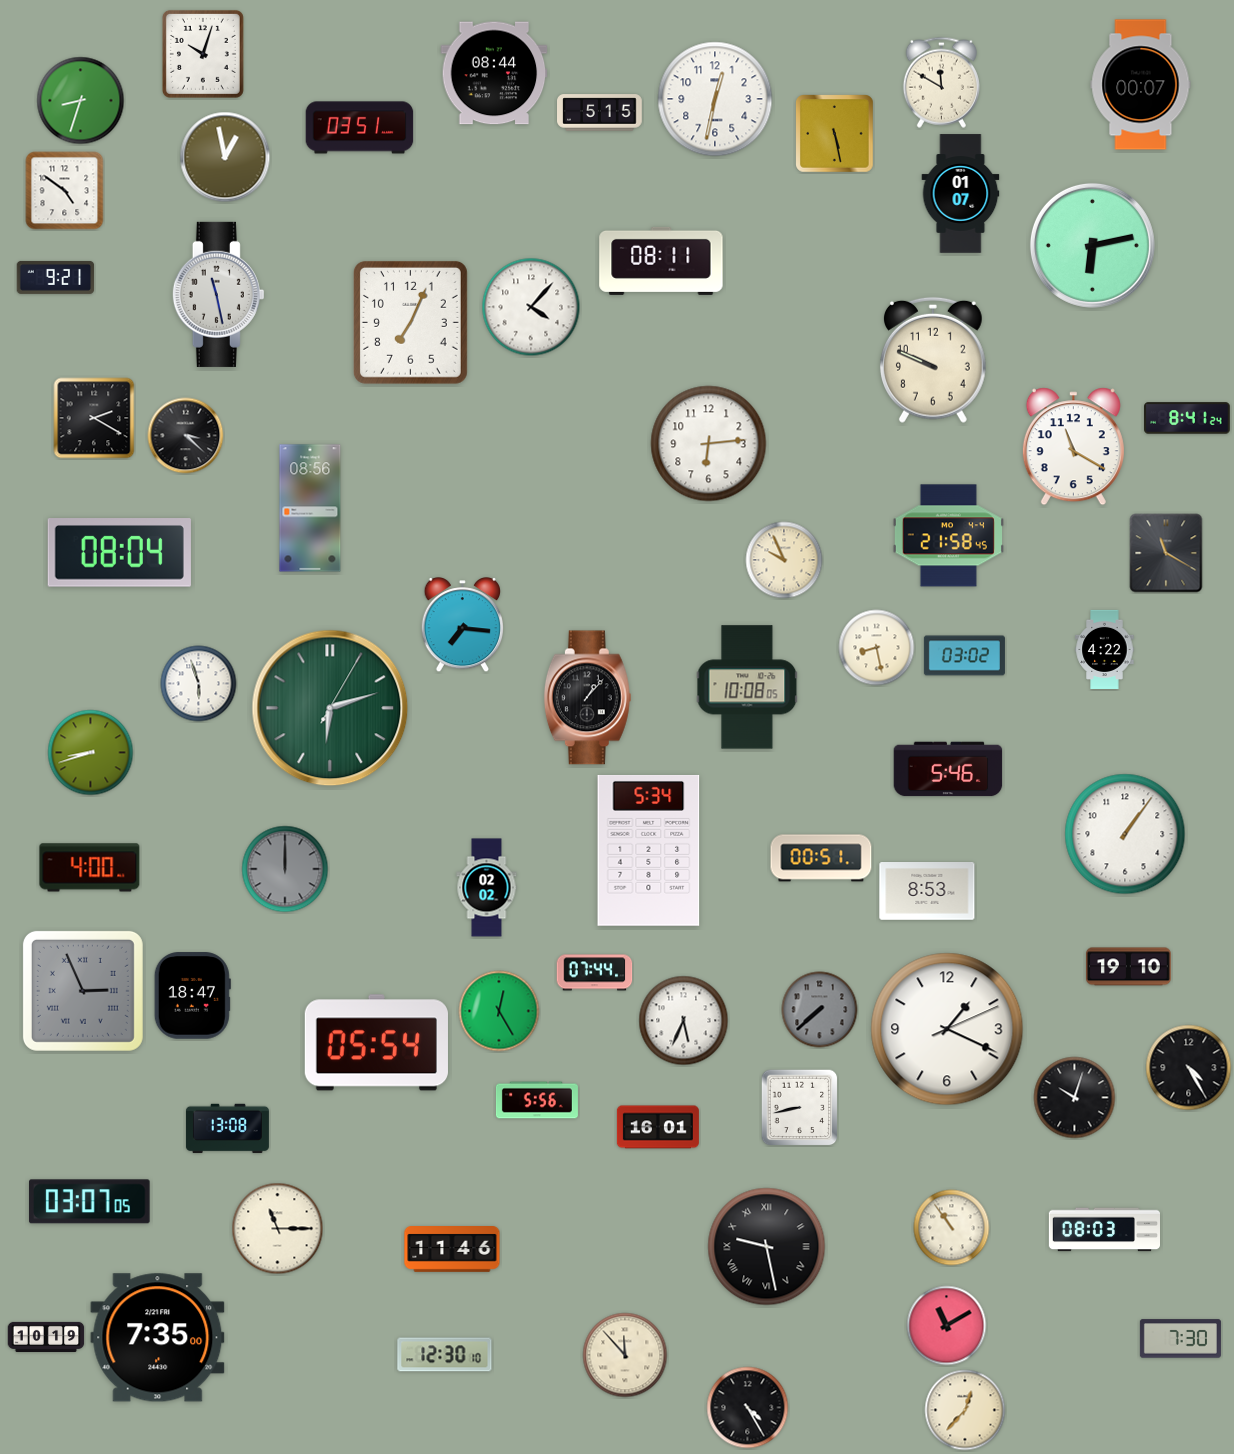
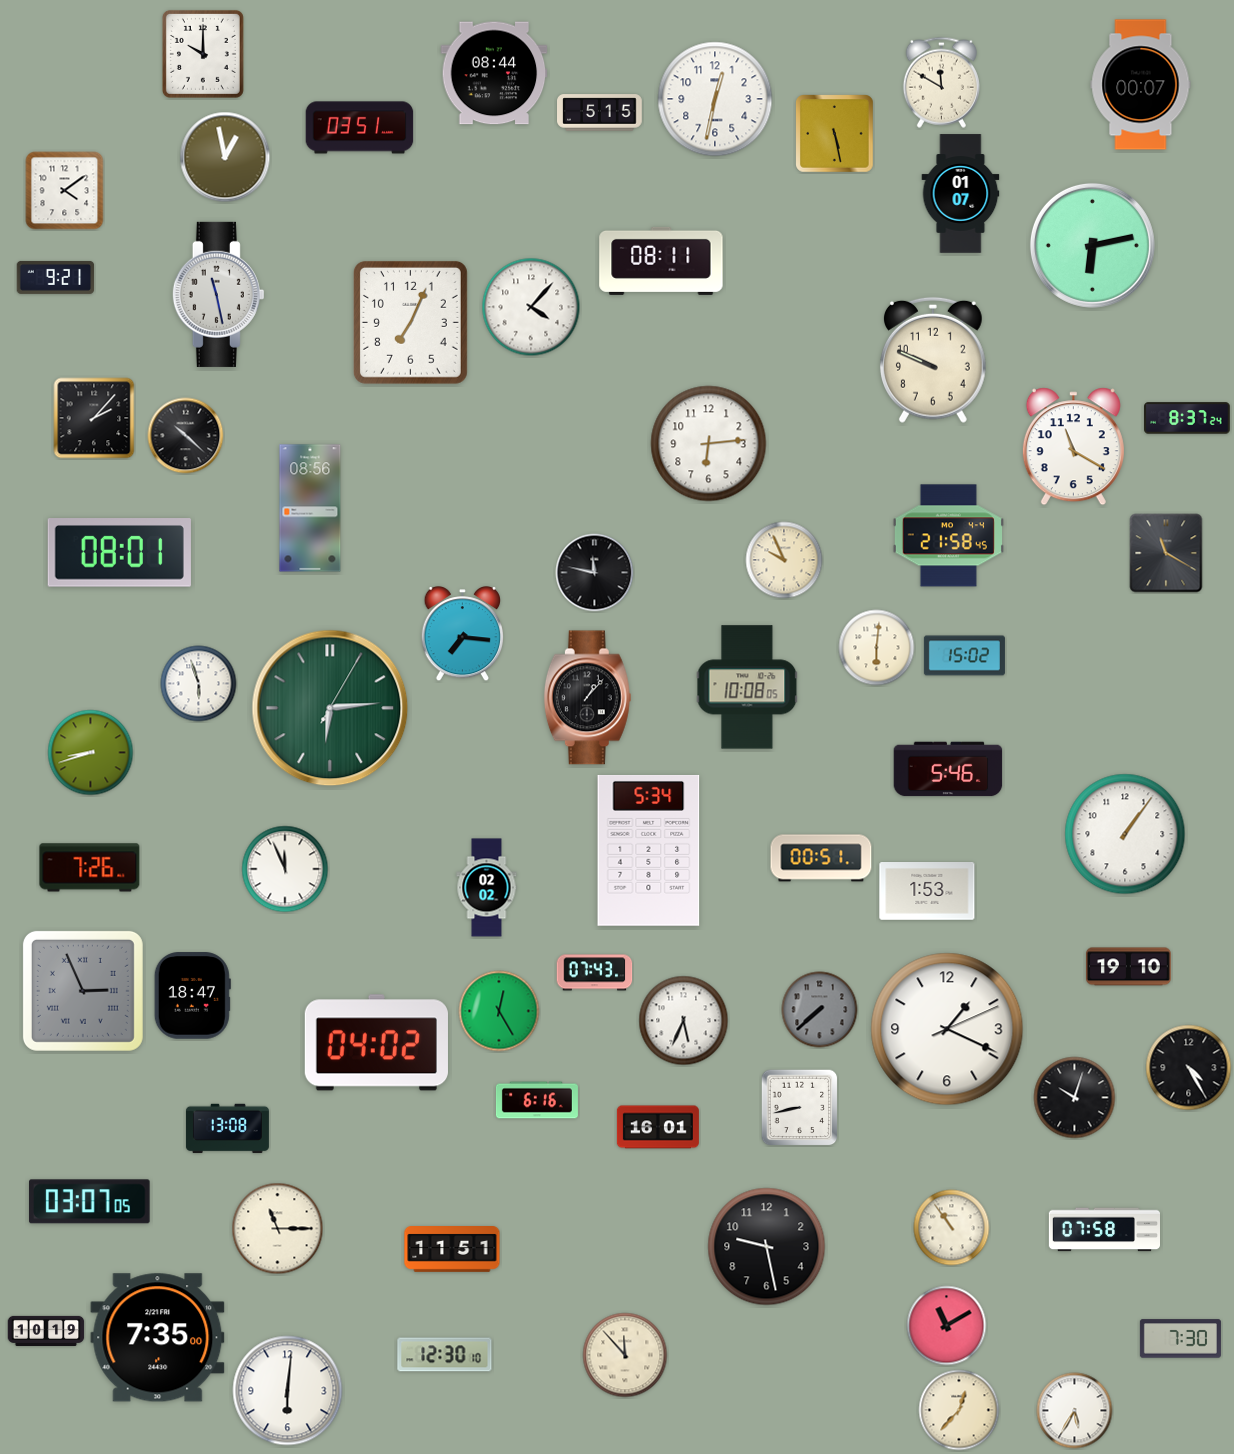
clock at (203, 54): 10:03 -> 10:00
clock at (81, 101): 8:33 -> none
clock at (65, 191): 4:51 -> 4:09
clock at (94, 418): 2:20 -> 2:07
clock at (1187, 418): 8:41 -> 8:37
clock at (186, 436): 3:22 -> 10:22
clock at (119, 553): 08:04 -> 08:01
clock at (595, 573): none -> 11:47
clock at (462, 626) position: (462, 626) -> (462, 635)
clock at (877, 648): 8:28 -> 6:01
clock at (1105, 649): 4:22 -> none
clock at (964, 656): 03:02 -> 15:02
clock at (330, 708): 6:12 -> 6:14
clock at (90, 868): 4:00 -> 7:26
clock at (285, 869): 12:00 -> 11:56
clock at (285, 869) dial: grey -> white
clock at (927, 892): 8:53 -> 1:53
clock at (595, 973): 07:44 -> 07:43
clock at (376, 1043): 05:54 -> 04:02
clock at (537, 1100): 5:56 -> 6:16
clock at (1105, 1230): 08:03 -> 07:58
clock at (767, 1247) numerals: Roman -> Arabic
clock at (452, 1250): 11:46 -> 11:51
clock at (46, 1336) position: (46, 1336) -> (46, 1330)
clock at (288, 1391): none -> 6:01
clock at (748, 1408): 4:25 -> none
clock at (965, 1410) position: (965, 1410) -> (959, 1410)
clock at (1075, 1411): none -> 5:35
